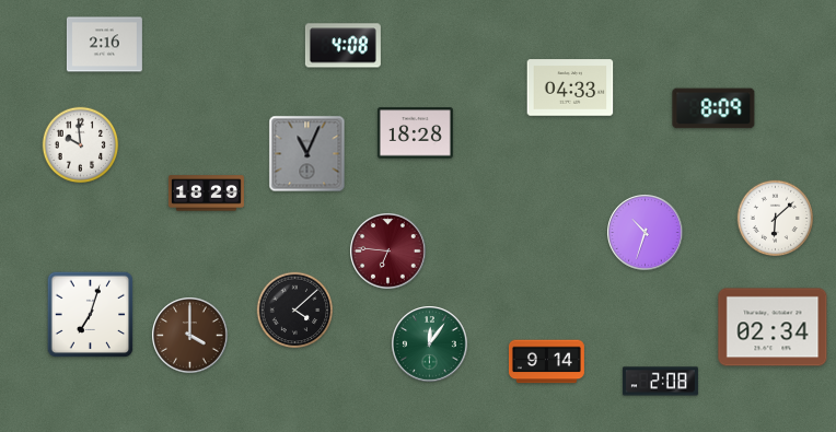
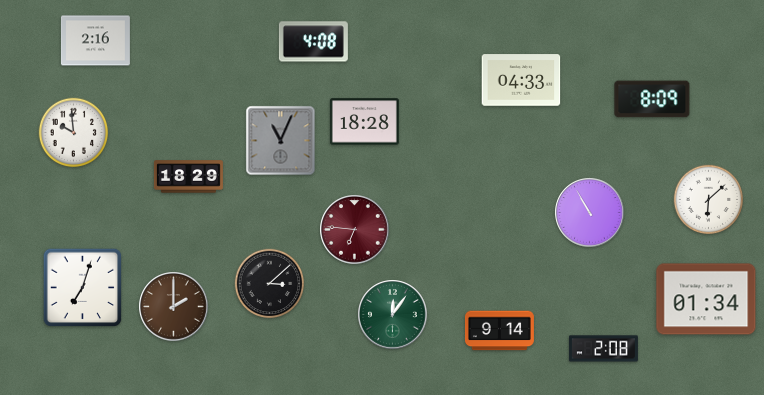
clock at (415, 133) position: (415, 133) -> (364, 122)
clock at (646, 233): 10:33 -> 10:55
clock at (295, 311): 4:08 -> 3:08
clock at (773, 327): 02:34 -> 01:34
clock at (190, 336): 4:00 -> 2:00
